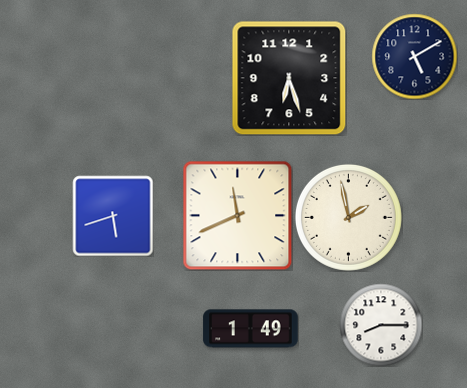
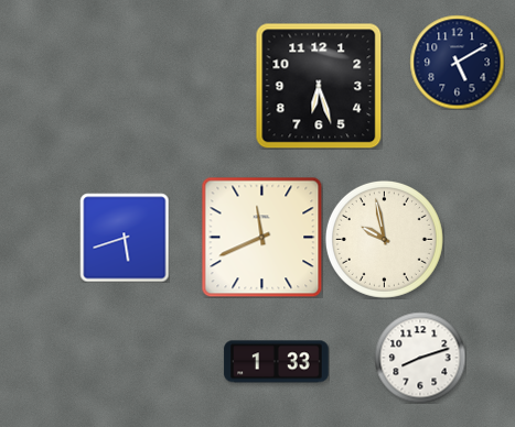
clock at (348, 217): 1:58 -> 9:58
clock at (381, 325): 8:15 -> 8:12
clock at (251, 329): 1:49 -> 1:33
